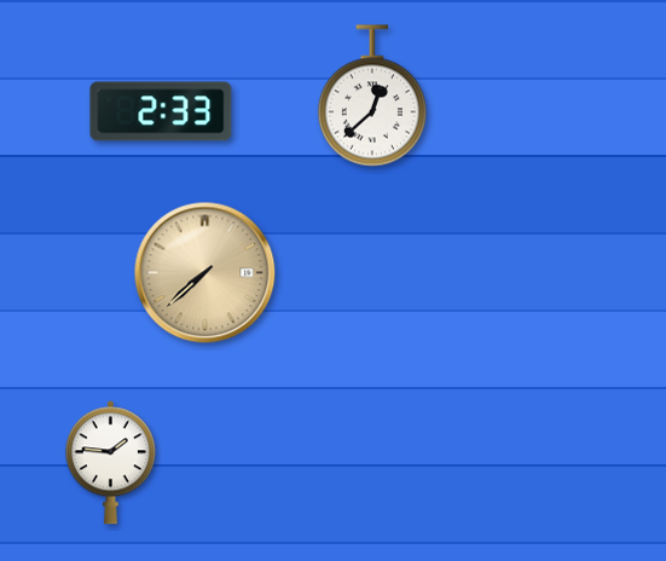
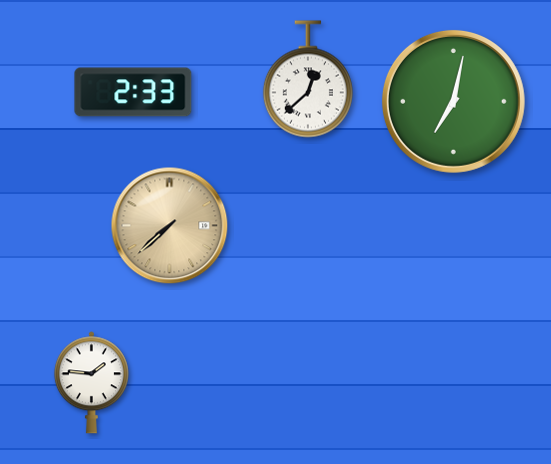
clock at (453, 101): none -> 7:02
